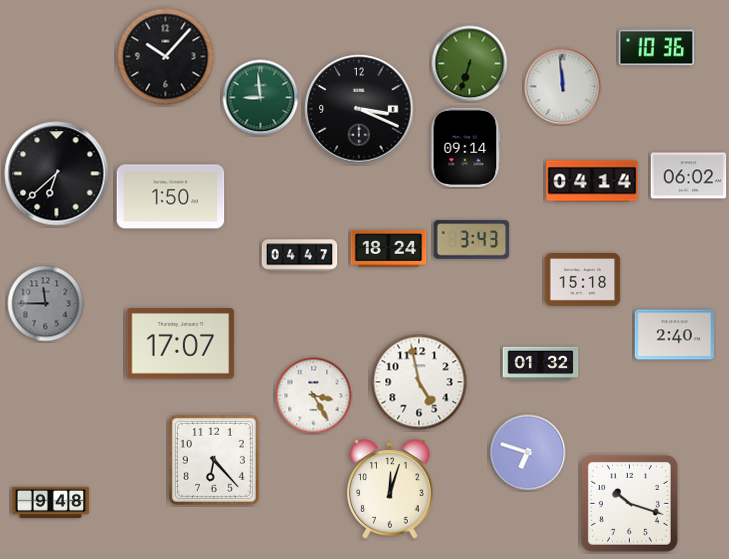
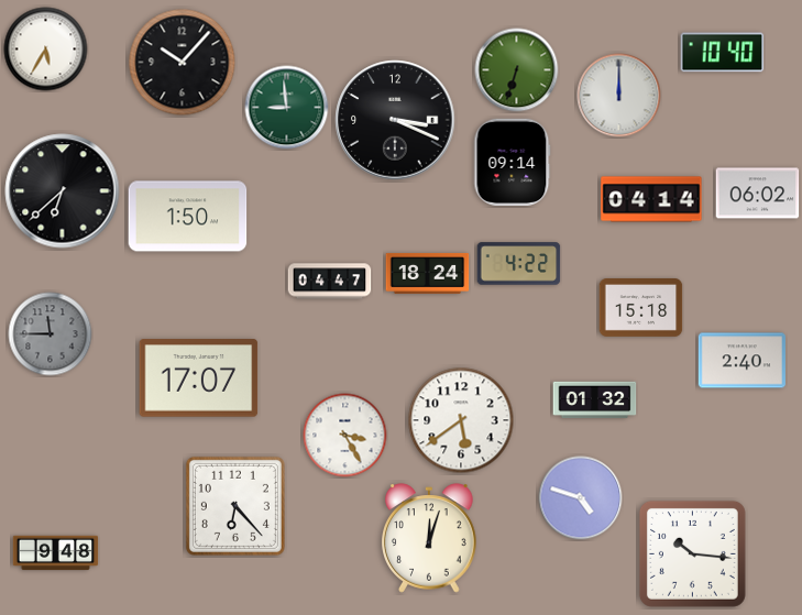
clock at (46, 50): none -> 5:35
clock at (657, 48): 10:36 -> 10:40
clock at (563, 87): 11:59 -> 12:00
clock at (472, 240): 3:43 -> 4:22
clock at (674, 335) position: (674, 335) -> (741, 361)
clock at (419, 382): 4:58 -> 5:39
clock at (528, 453): 6:48 -> 4:48
clock at (629, 503): 10:18 -> 10:16
